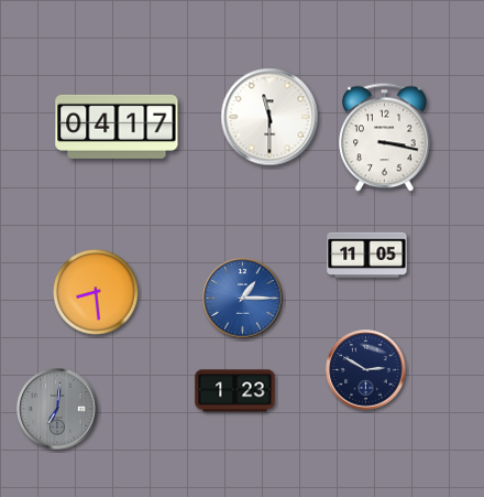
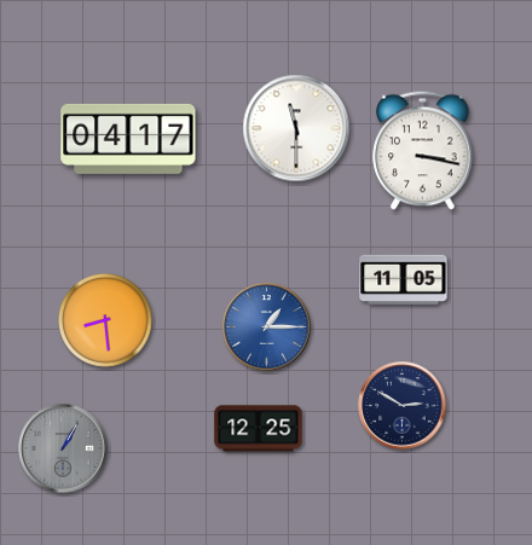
clock at (235, 391): 1:23 -> 12:25
clock at (57, 409): 7:01 -> 1:05
